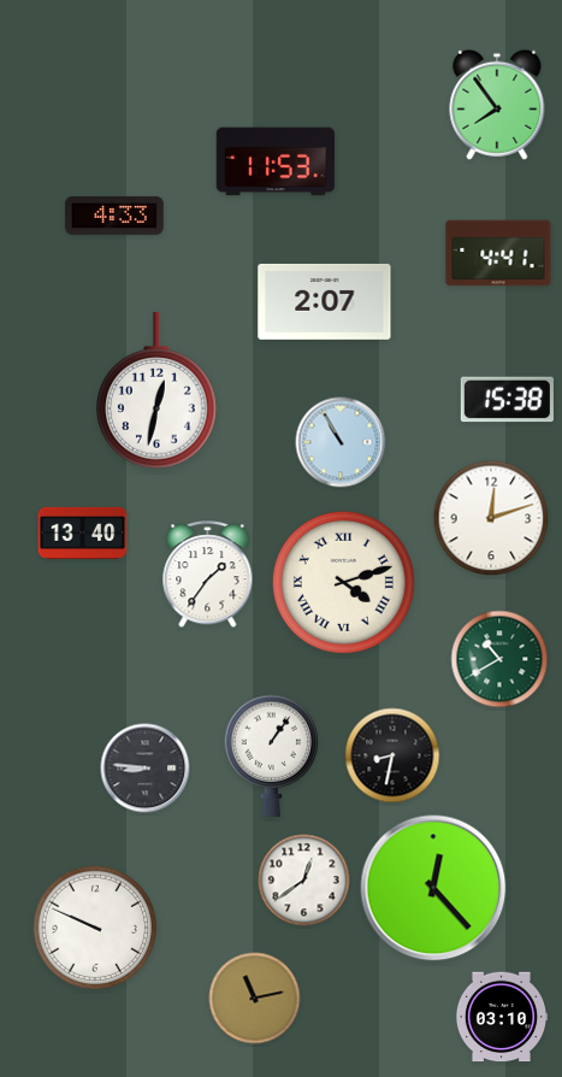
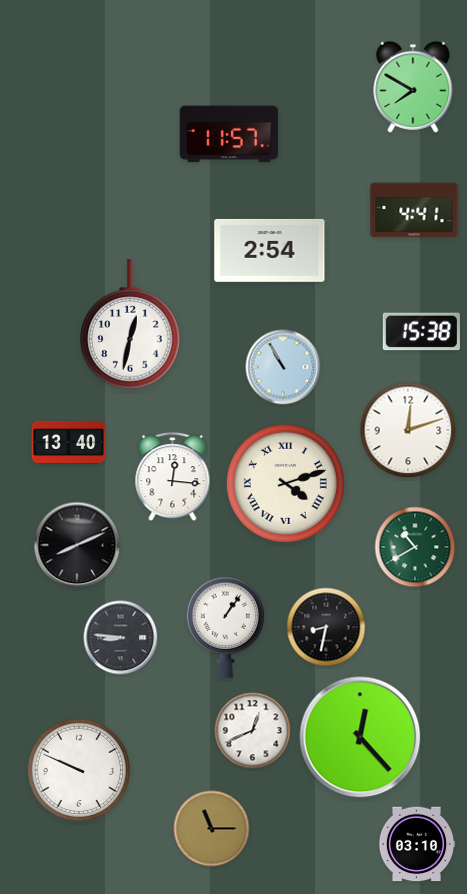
clock at (497, 105): 7:54 -> 7:50
clock at (276, 161): 11:53 -> 11:57
clock at (114, 216): 4:33 -> none
clock at (325, 301): 2:07 -> 2:54
clock at (208, 575): 1:36 -> 12:16
clock at (77, 545): none -> 8:11
clock at (304, 881): 12:39 -> 12:41
clock at (255, 999): 11:13 -> 11:15
